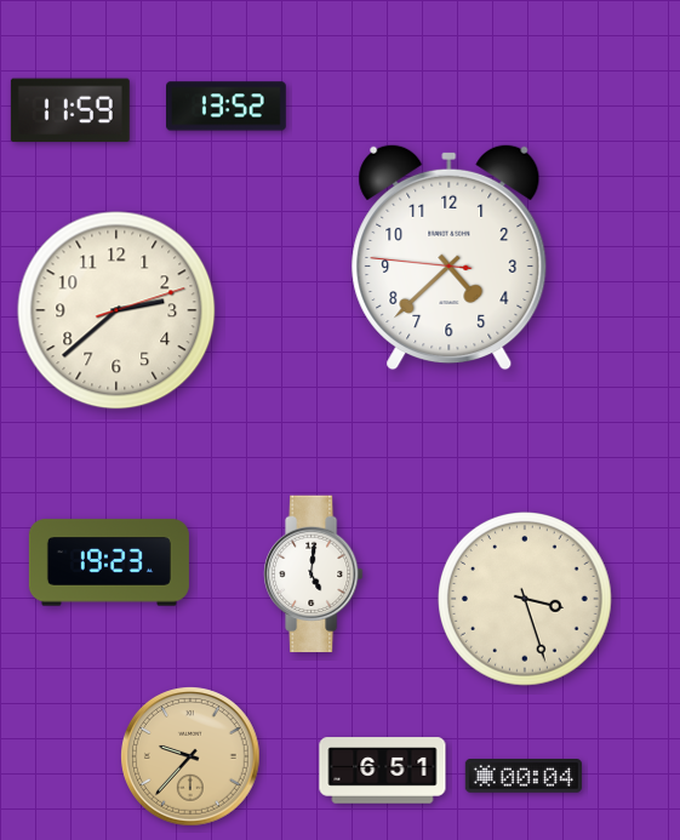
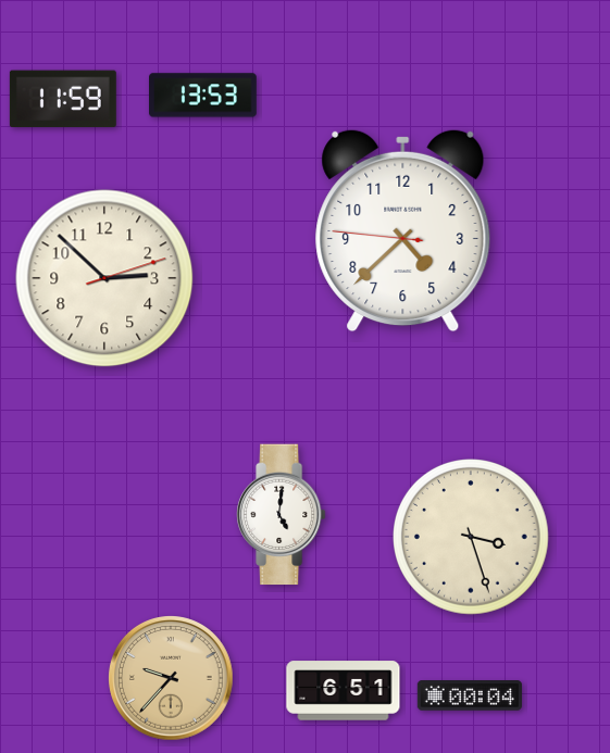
clock at (227, 107): 13:52 -> 13:53
clock at (116, 310): 2:38 -> 2:52
clock at (109, 562): 19:23 -> none
